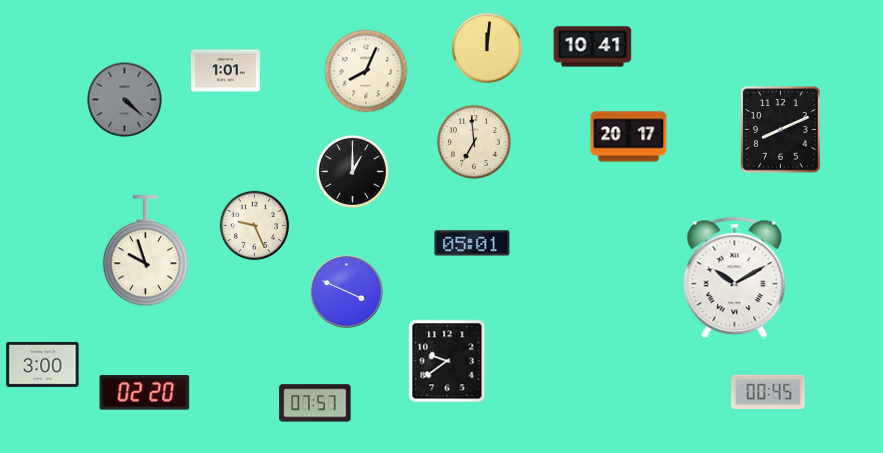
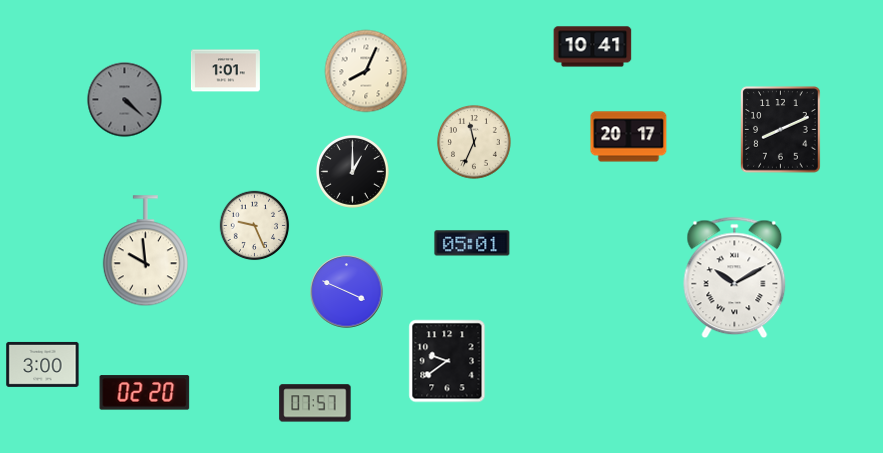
clock at (486, 47): 12:01 -> none
clock at (475, 143): 6:59 -> 11:34
clock at (145, 251): 9:57 -> 9:59
clock at (768, 392): 00:45 -> none
